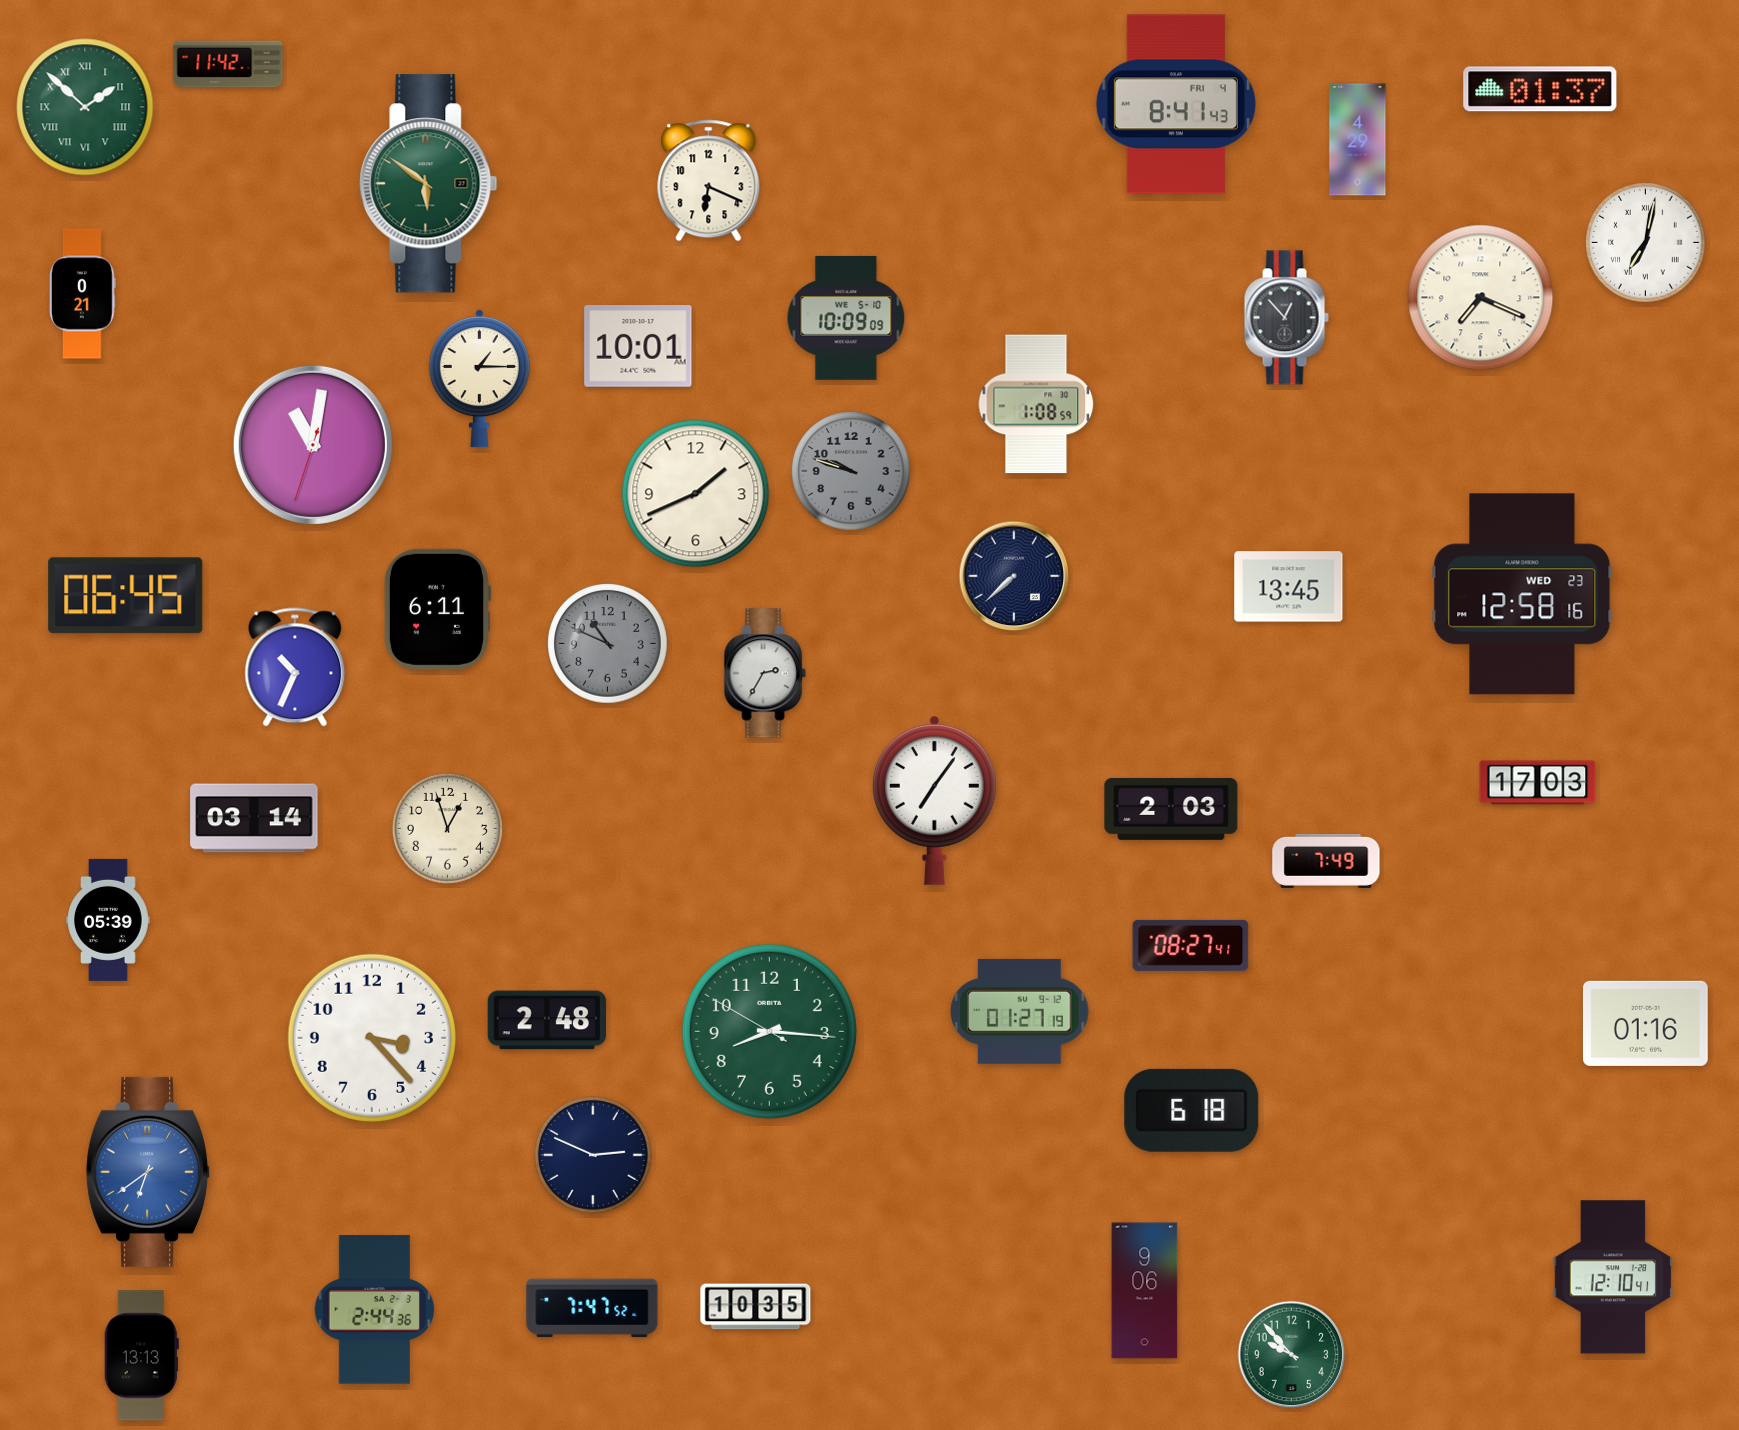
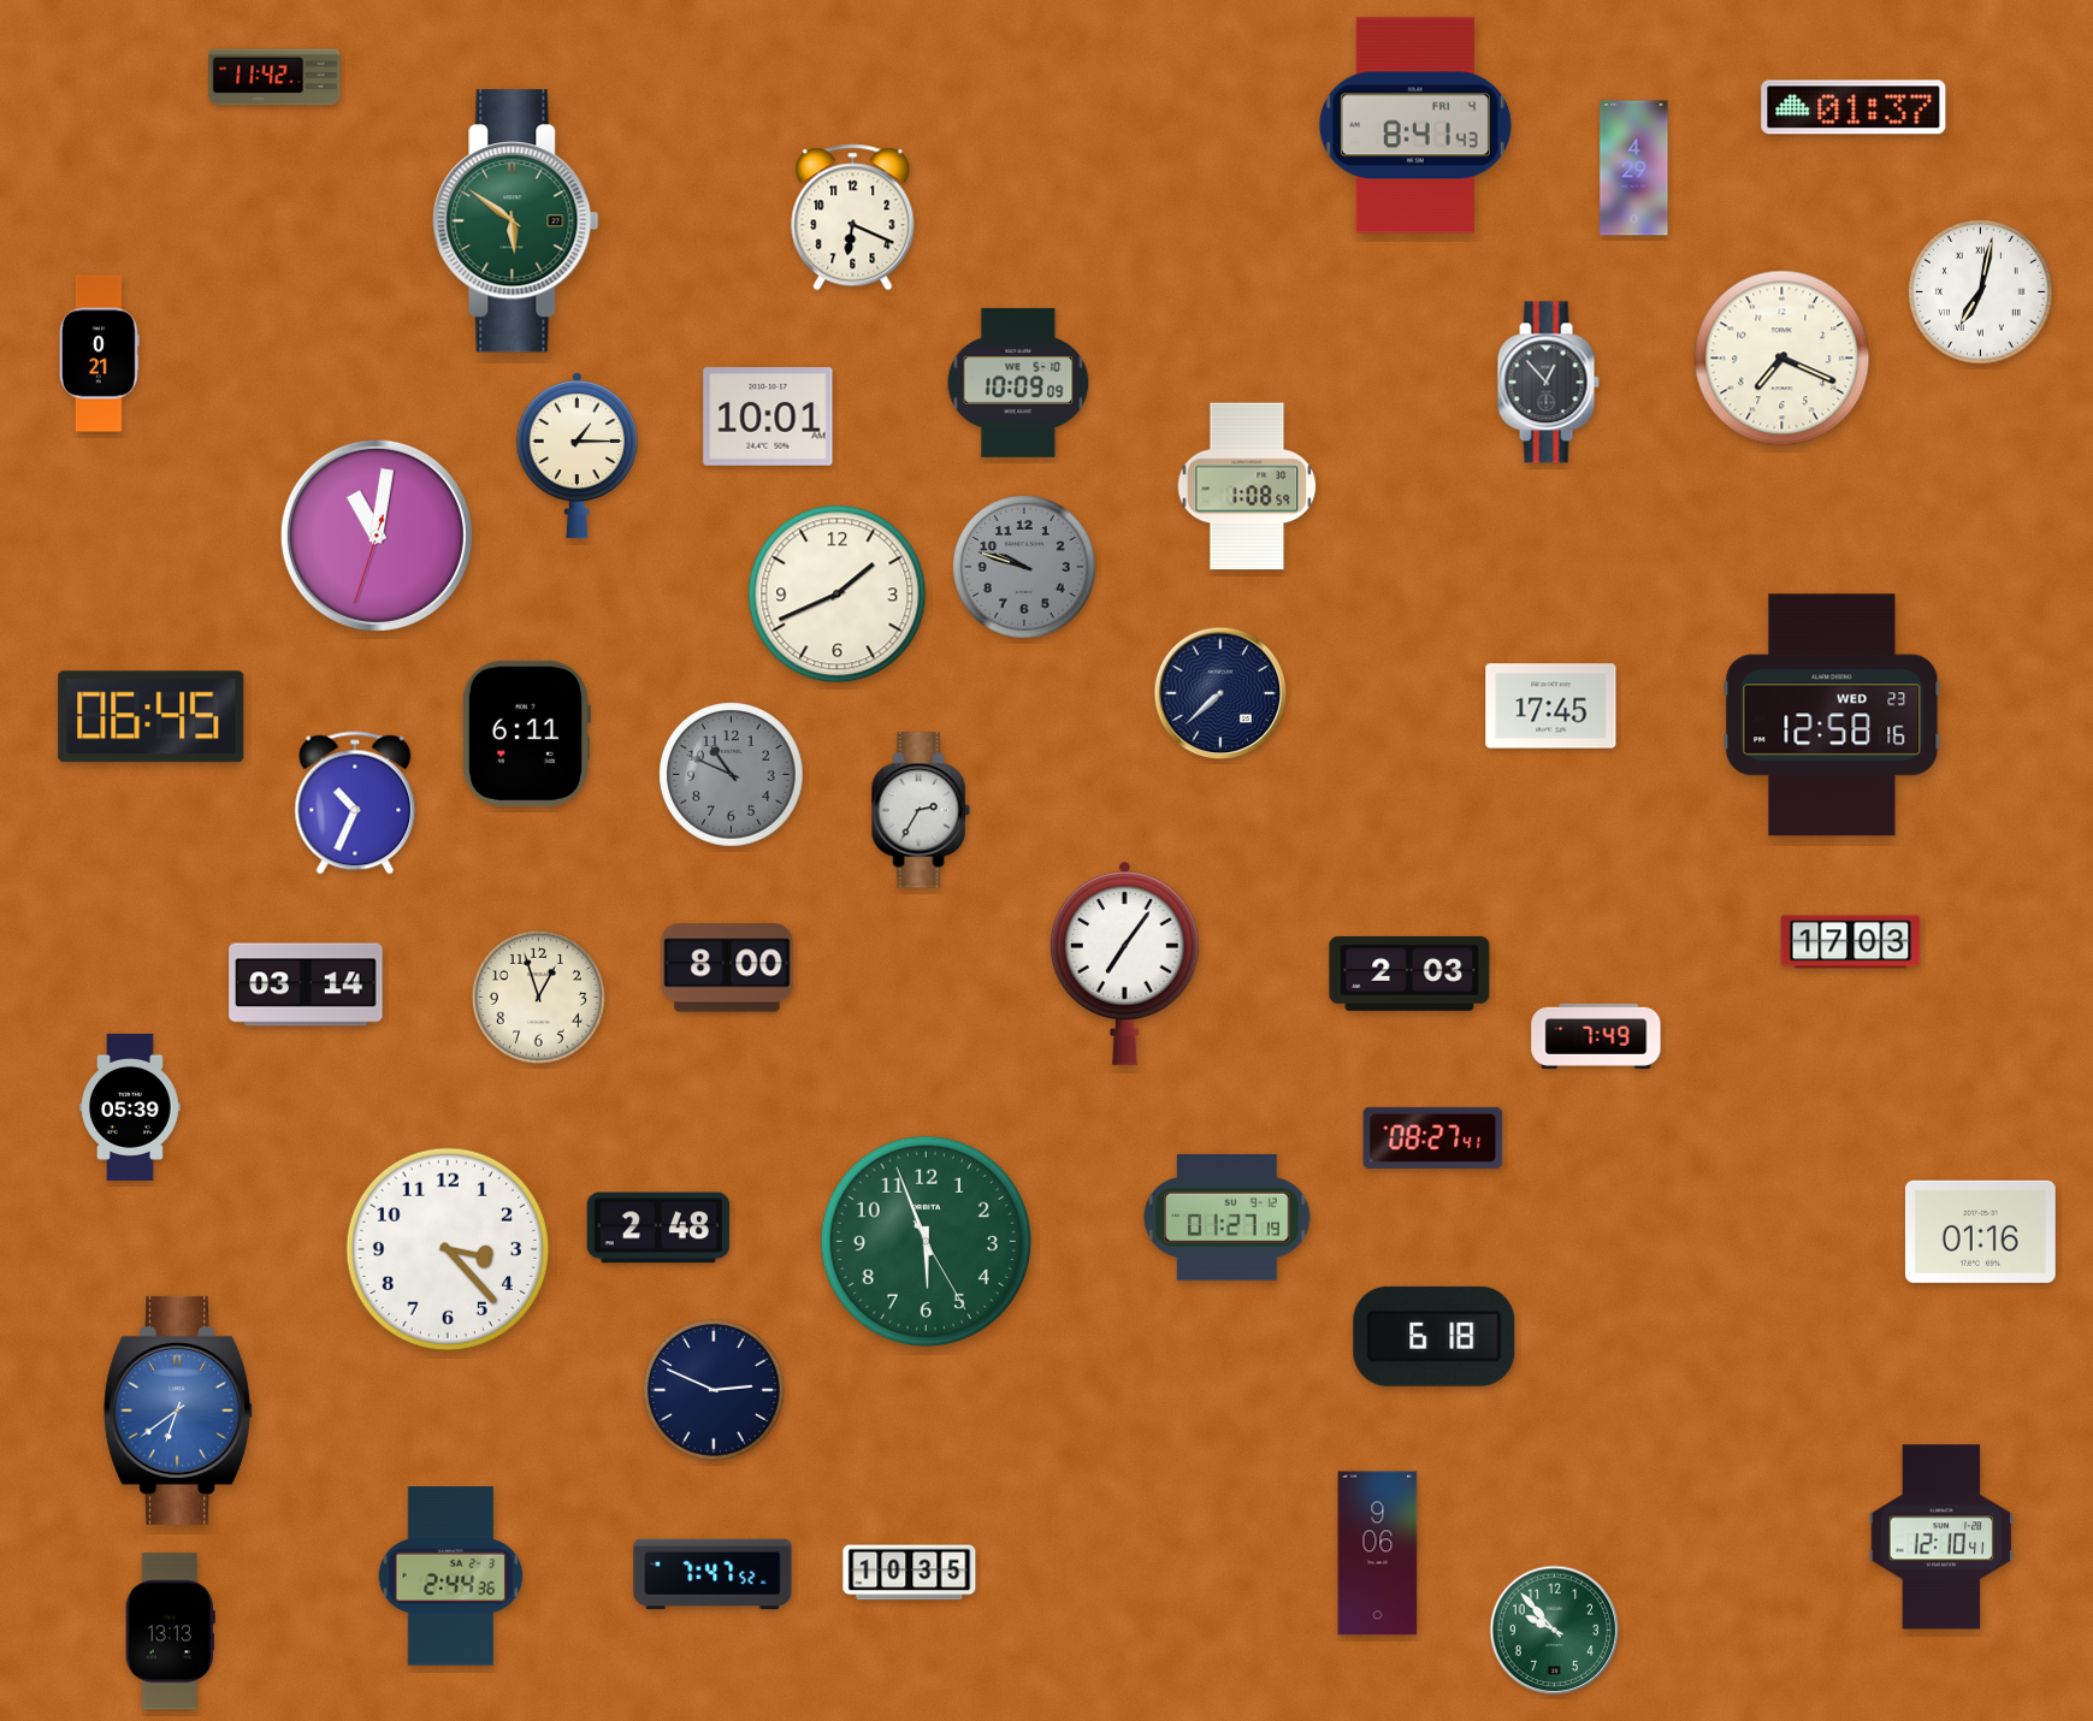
clock at (85, 107): 1:52 -> none
clock at (1289, 587): 13:45 -> 17:45
clock at (727, 968): none -> 8:00
clock at (769, 1031): 8:15 -> 5:56
